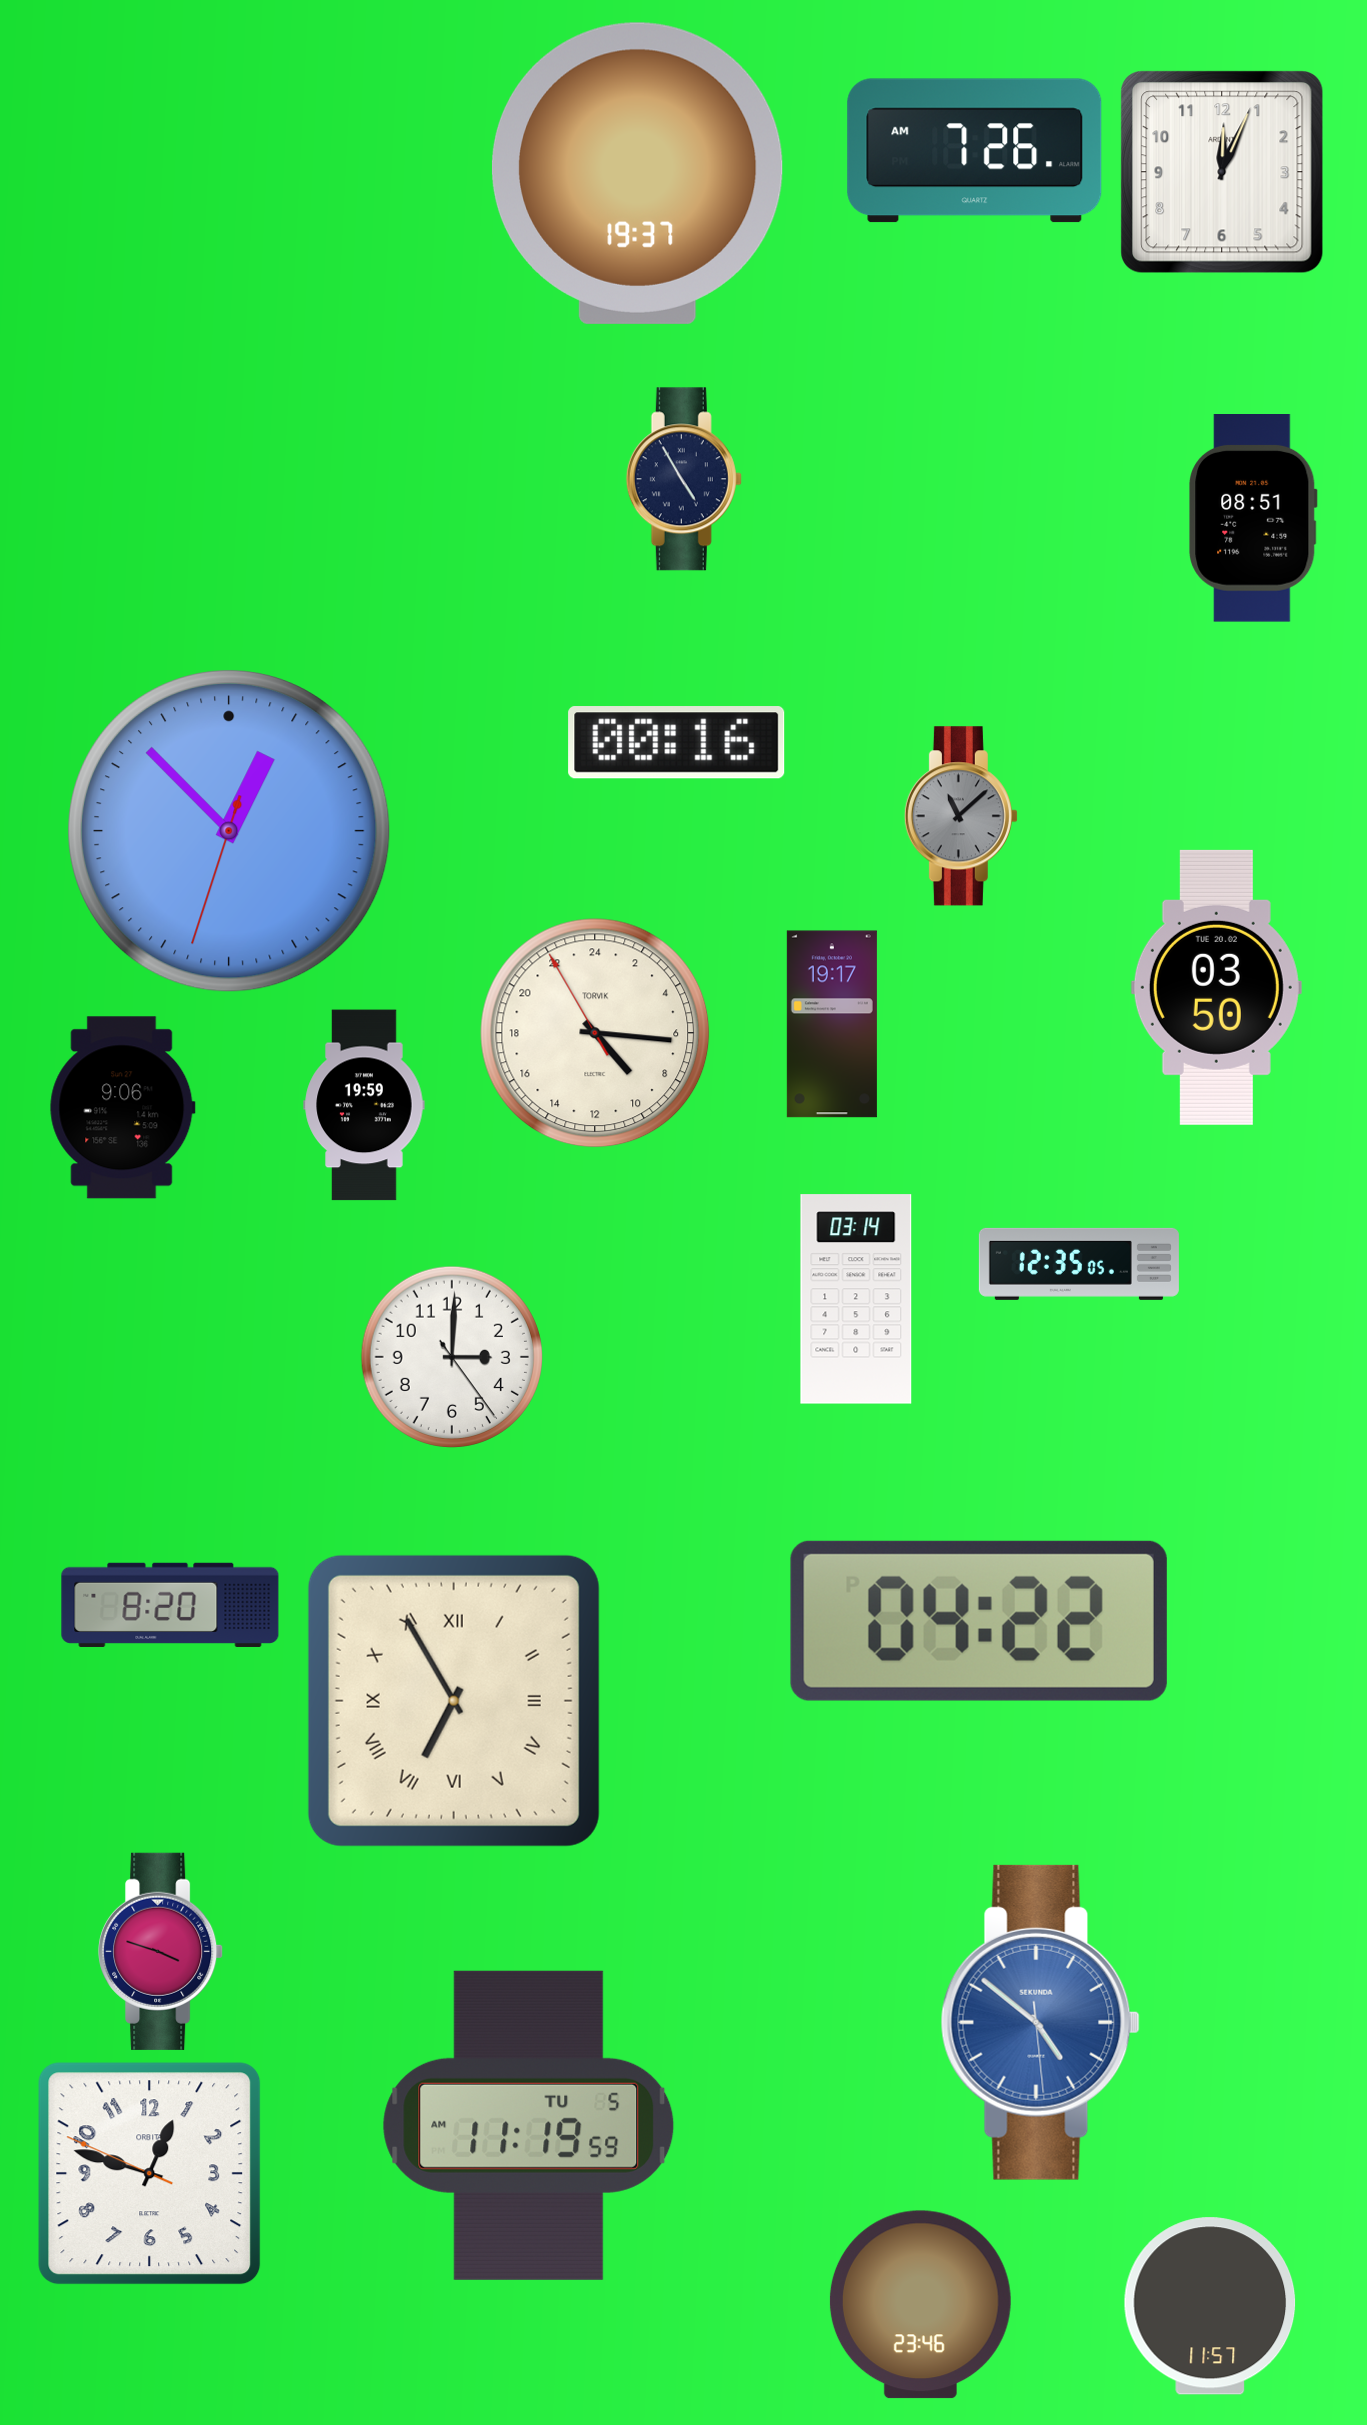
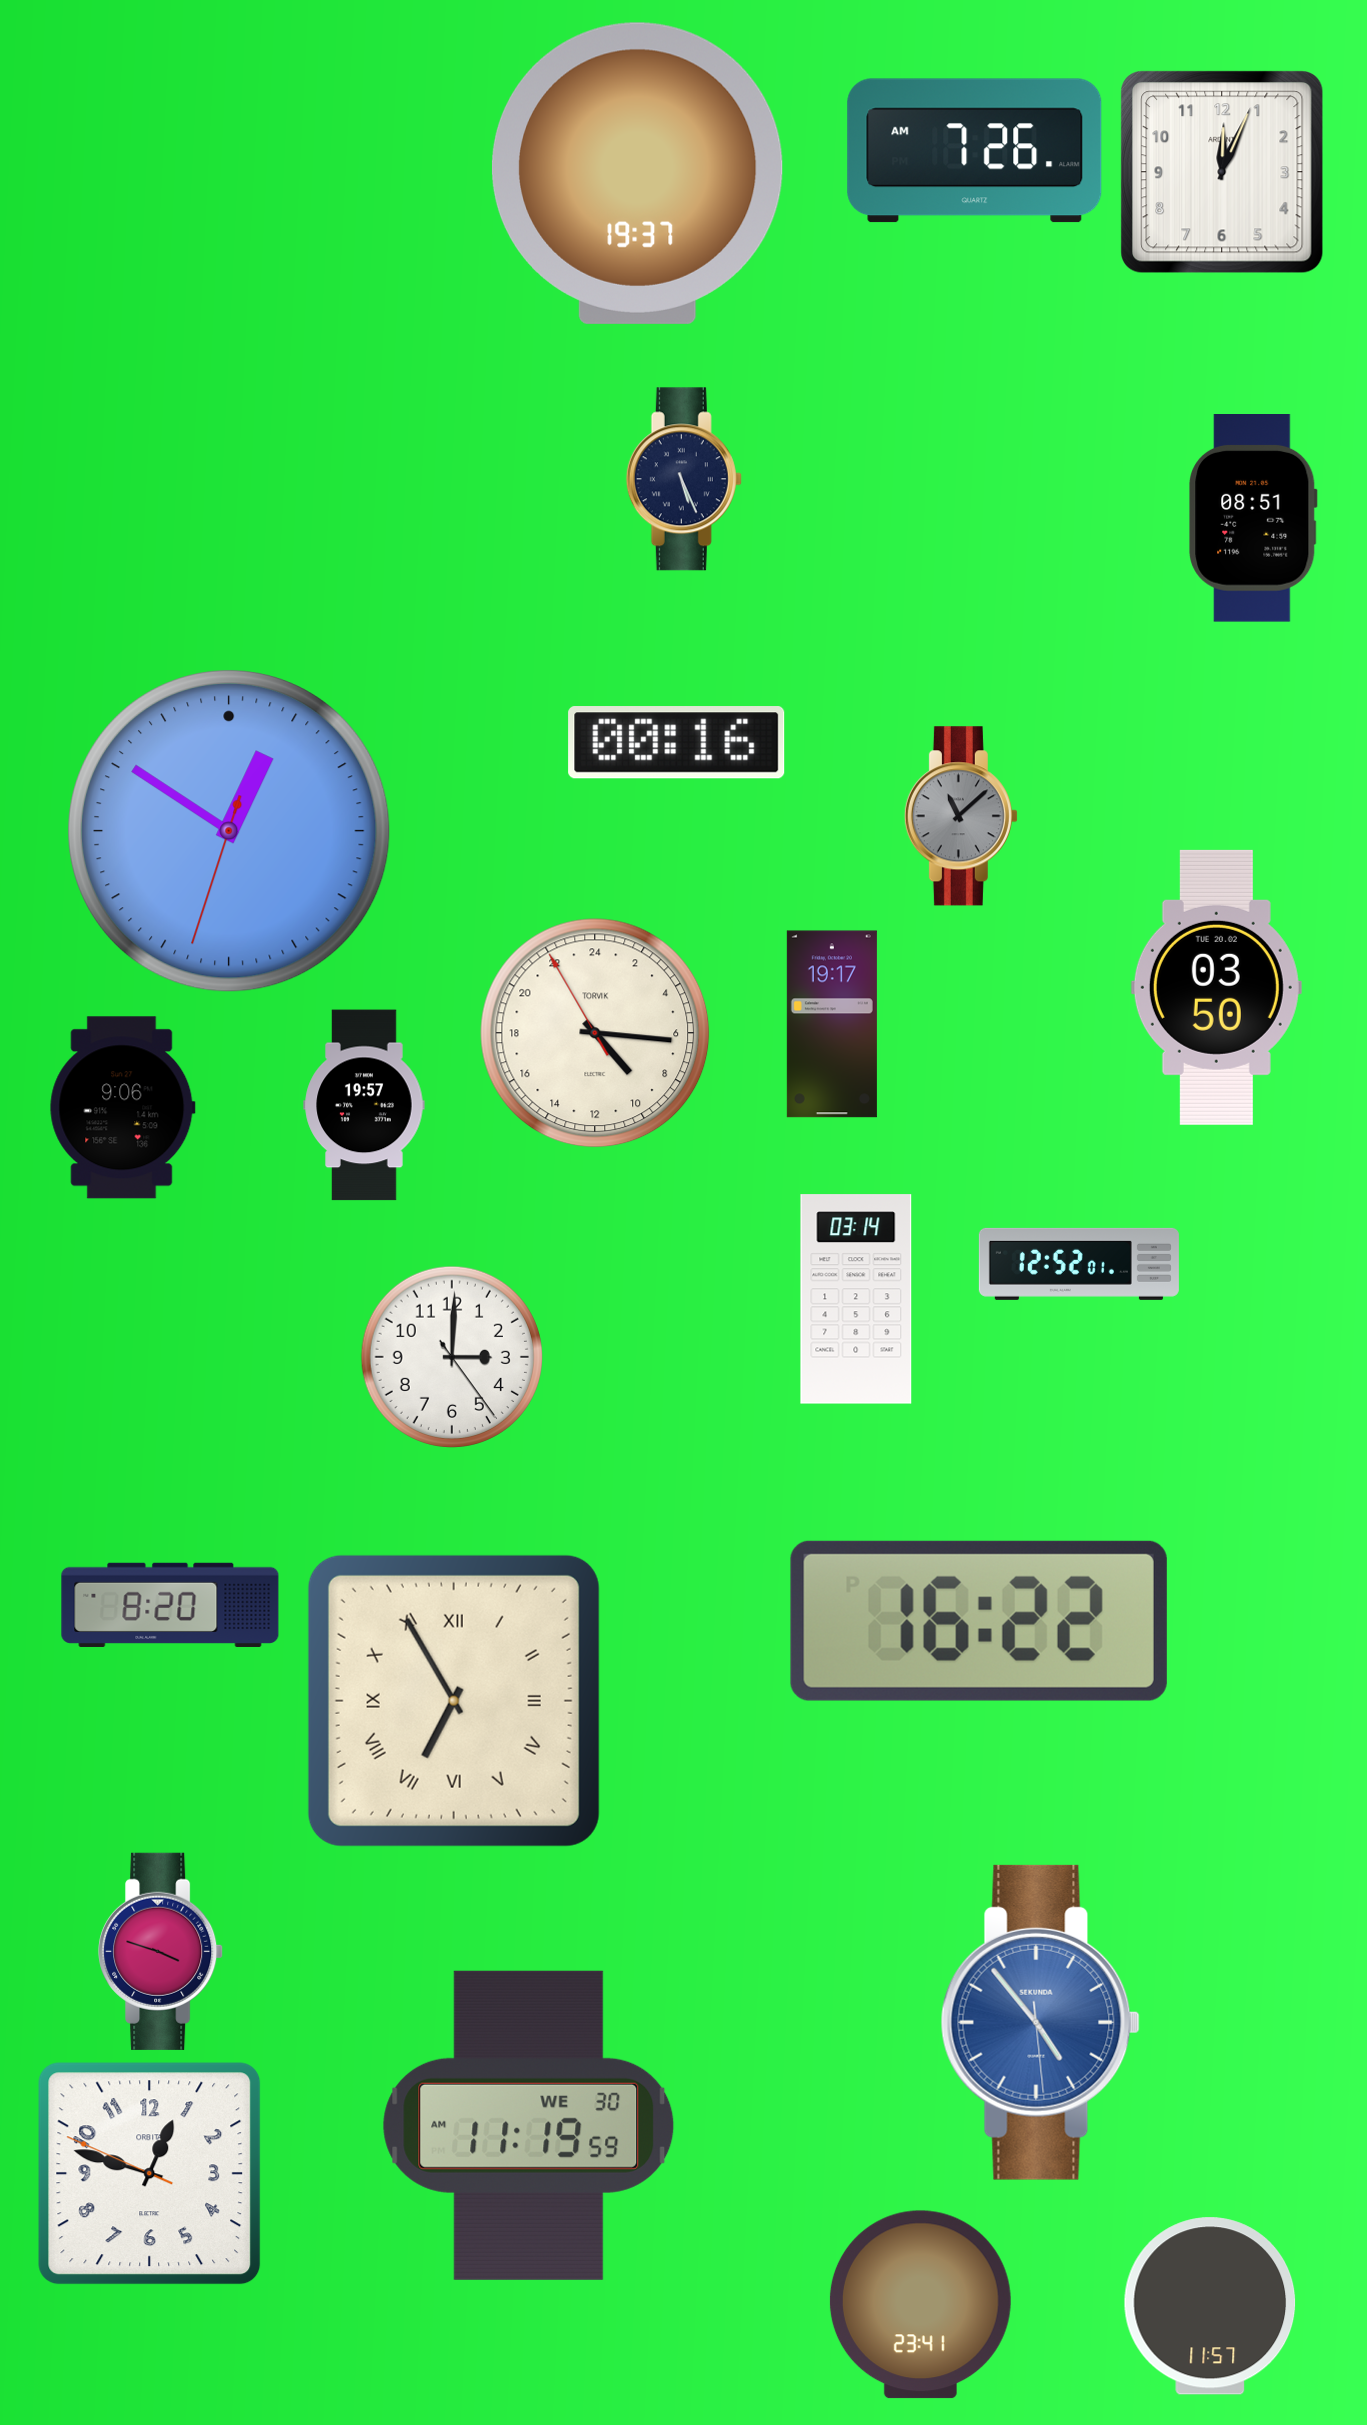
clock at (684, 479): 4:55 -> 5:26
clock at (230, 832): 12:52 -> 12:50
clock at (364, 1105): 19:59 -> 19:57
clock at (1079, 1264): 12:35 -> 12:52
clock at (979, 1621): 04:22 -> 16:22
clock at (1040, 2022): 4:51 -> 4:53
clock at (529, 2125) date: TU 5 -> WE 30
clock at (920, 2305): 23:46 -> 23:41
